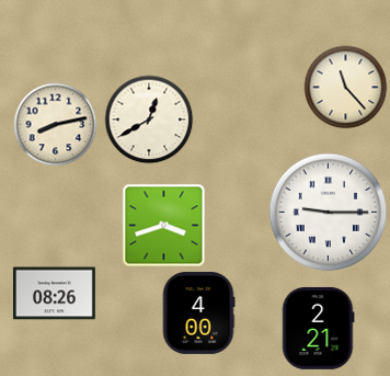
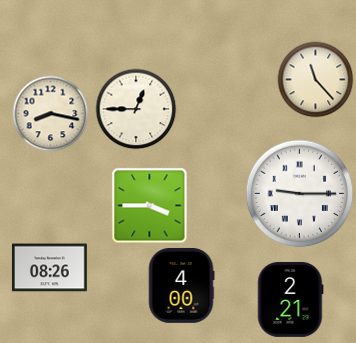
clock at (149, 119): 12:40 -> 12:45
clock at (56, 125): 8:13 -> 8:17
clock at (164, 226): 3:42 -> 3:45
